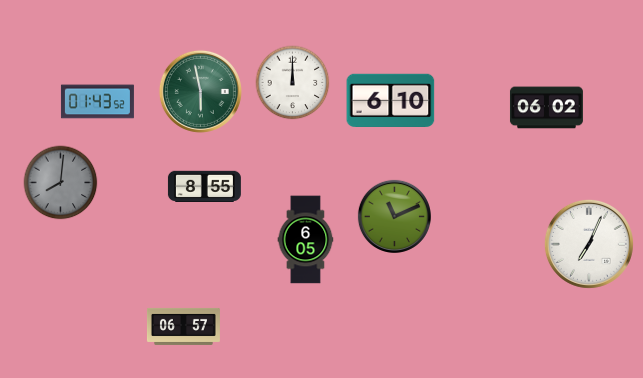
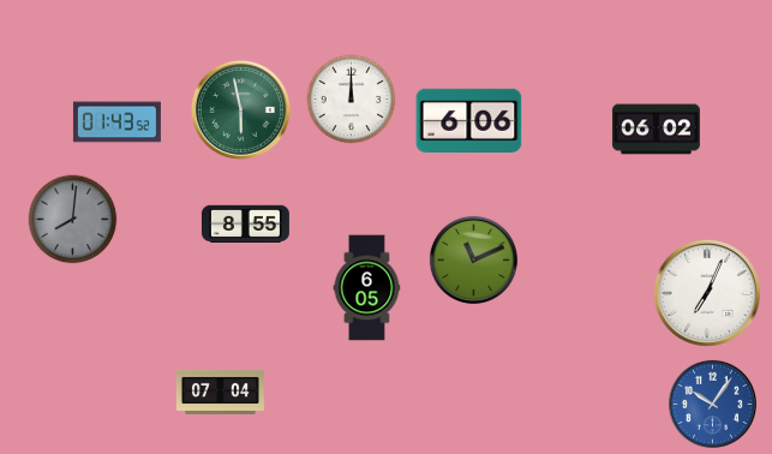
clock at (391, 100): 6:10 -> 6:06
clock at (183, 326): 06:57 -> 07:04
clock at (712, 404): none -> 10:06
